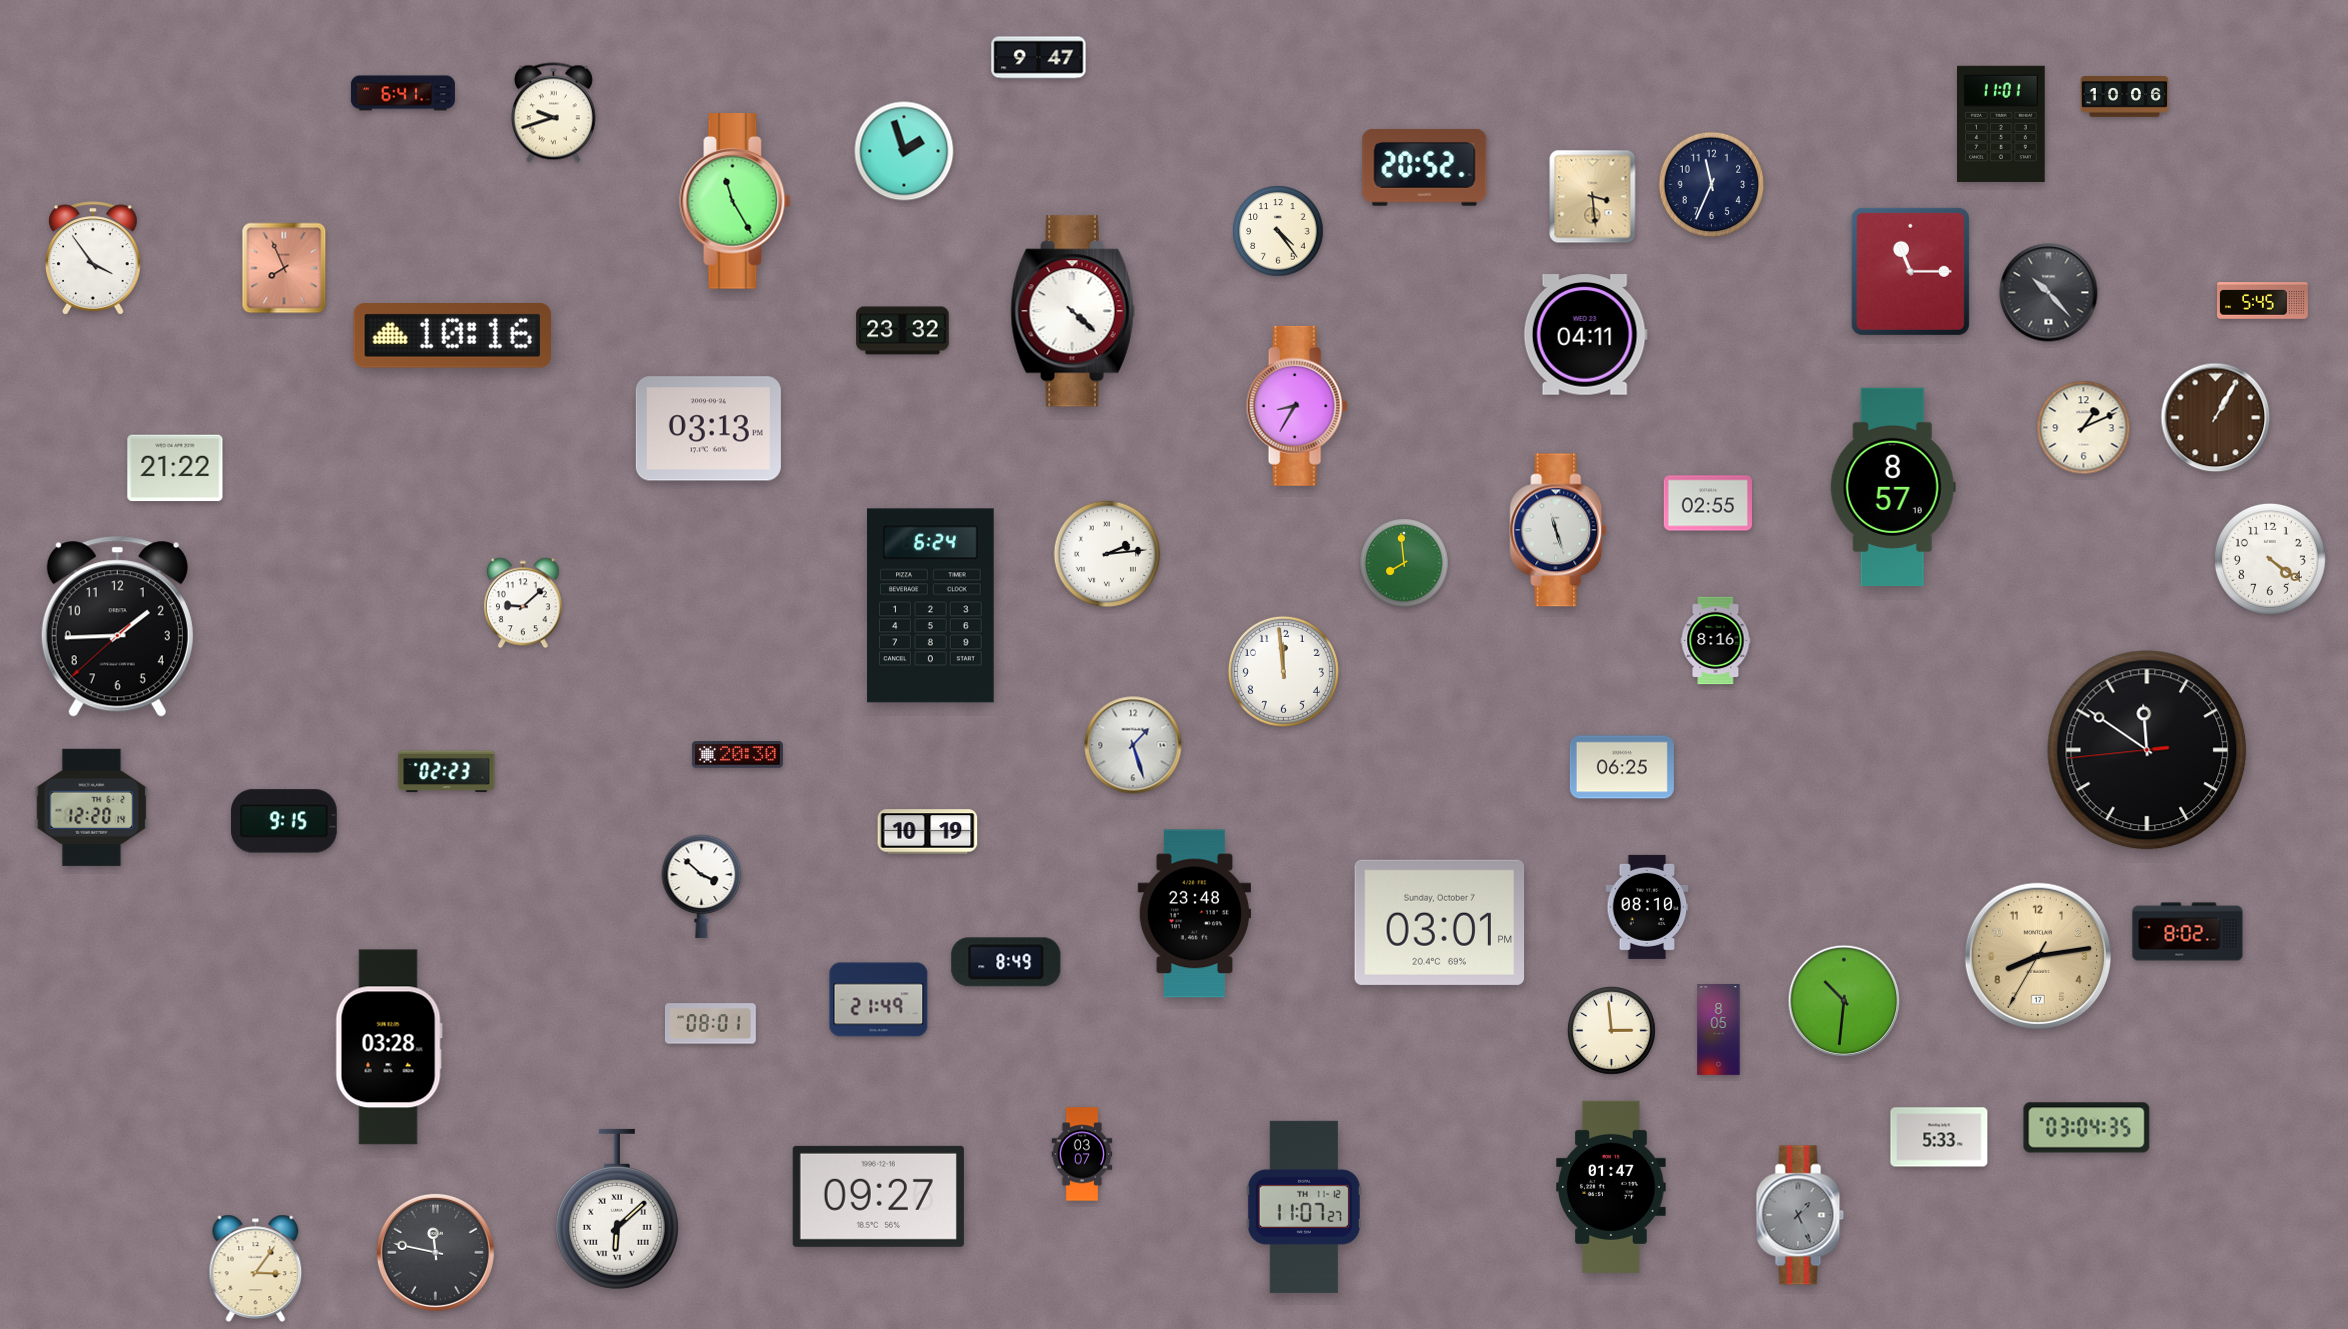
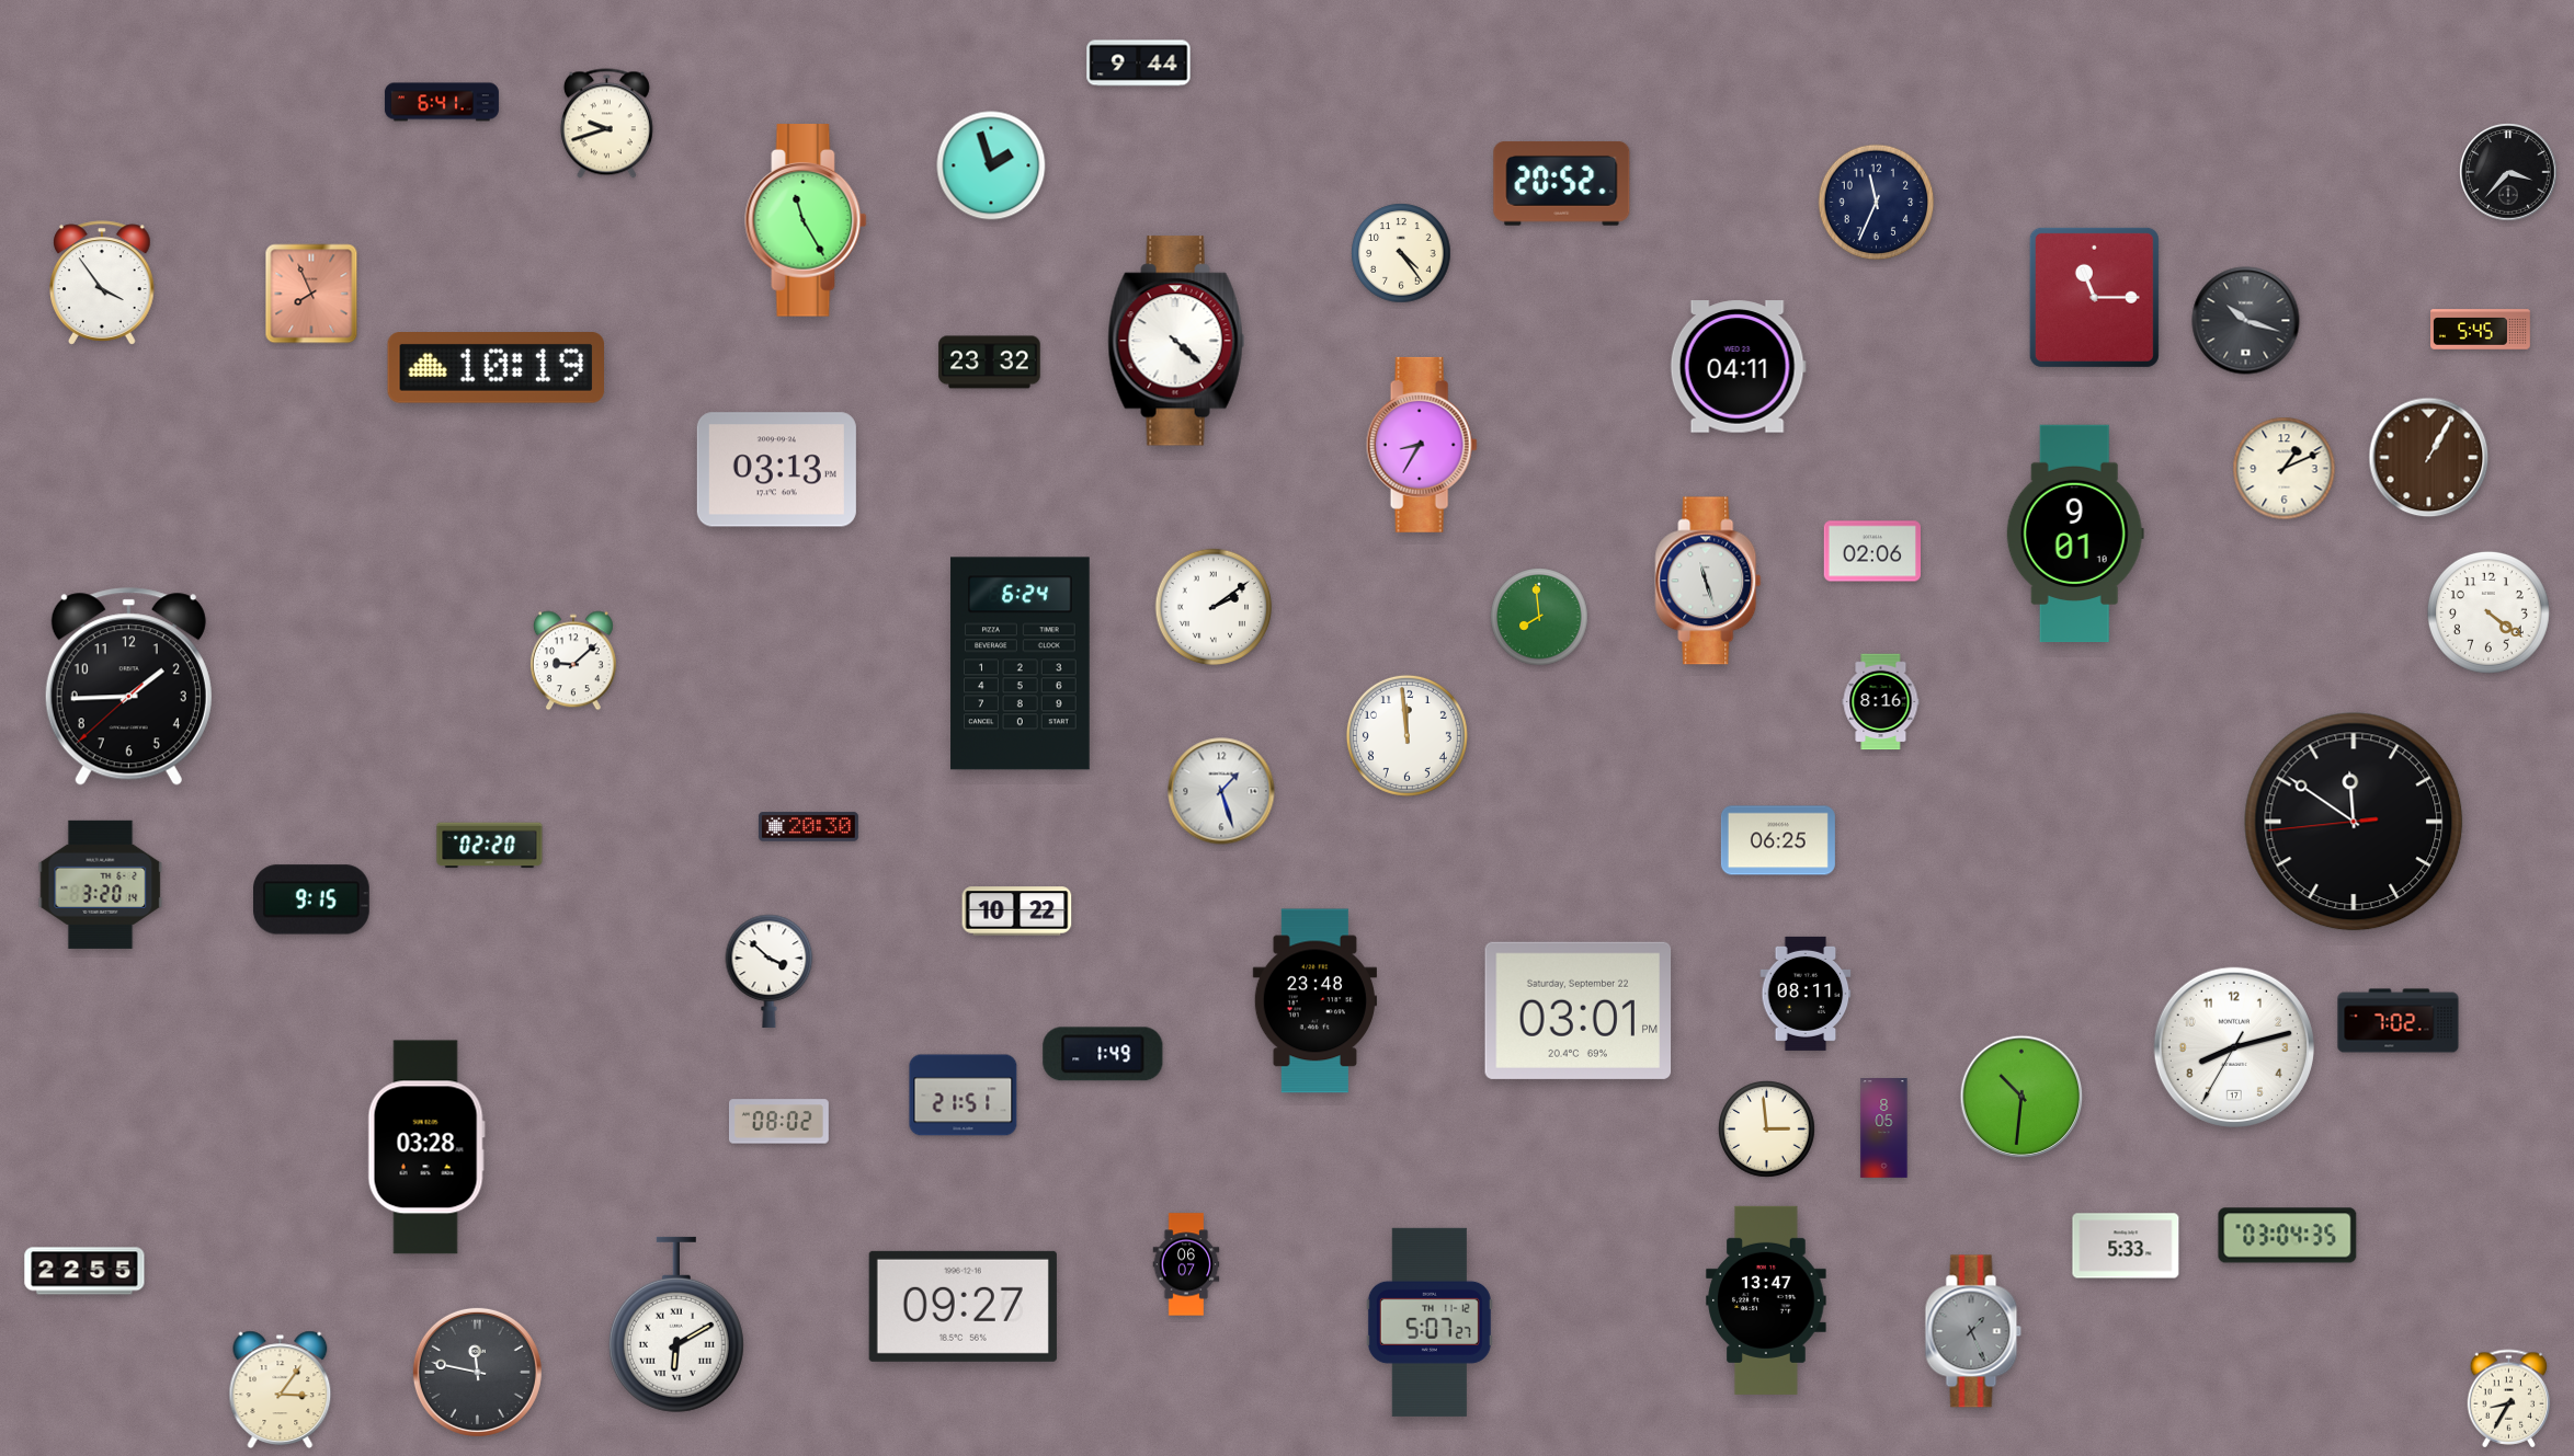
clock at (1039, 58): 9:47 -> 9:44
clock at (2125, 97): 10:06 -> none
clock at (2002, 124): 11:01 -> none
clock at (2508, 172): none -> 3:37
clock at (1593, 197): 3:29 -> none
clock at (2049, 293): 10:23 -> 10:18
clock at (453, 336): 10:16 -> 10:19
clock at (175, 468): 21:22 -> none
clock at (1893, 487): 8:57 -> 9:01
clock at (1708, 503): 02:55 -> 02:06
clock at (1107, 554): 2:14 -> 2:09
clock at (1133, 745) position: (1133, 745) -> (1221, 791)
clock at (447, 772): 02:23 -> 02:20
clock at (92, 807): 12:20 -> 3:20
clock at (928, 832): 10:19 -> 10:22
clock at (1647, 907): 08:10 -> 08:11
clock at (1194, 914) position: (1194, 914) -> (1314, 1001)
clock at (1440, 922) date: Sunday, October 7 -> Saturday, September 22
clock at (2188, 932): 8:02 -> 7:02
clock at (2038, 956): 8:13 -> 8:12
clock at (2038, 956) dial: champagne -> white
clock at (1006, 962): 8:49 -> 1:49
clock at (879, 1000): 21:49 -> 21:51
clock at (710, 1024): 08:01 -> 08:02
clock at (1082, 1154): 03:07 -> 06:07
clock at (84, 1271): none -> 22:55
clock at (1611, 1187): 01:47 -> 13:47
clock at (878, 1196) position: (878, 1196) -> (963, 1306)
clock at (1304, 1207): 11:07 -> 5:07
clock at (617, 1209): 6:08 -> 6:10
clock at (2509, 1399): none -> 8:35
